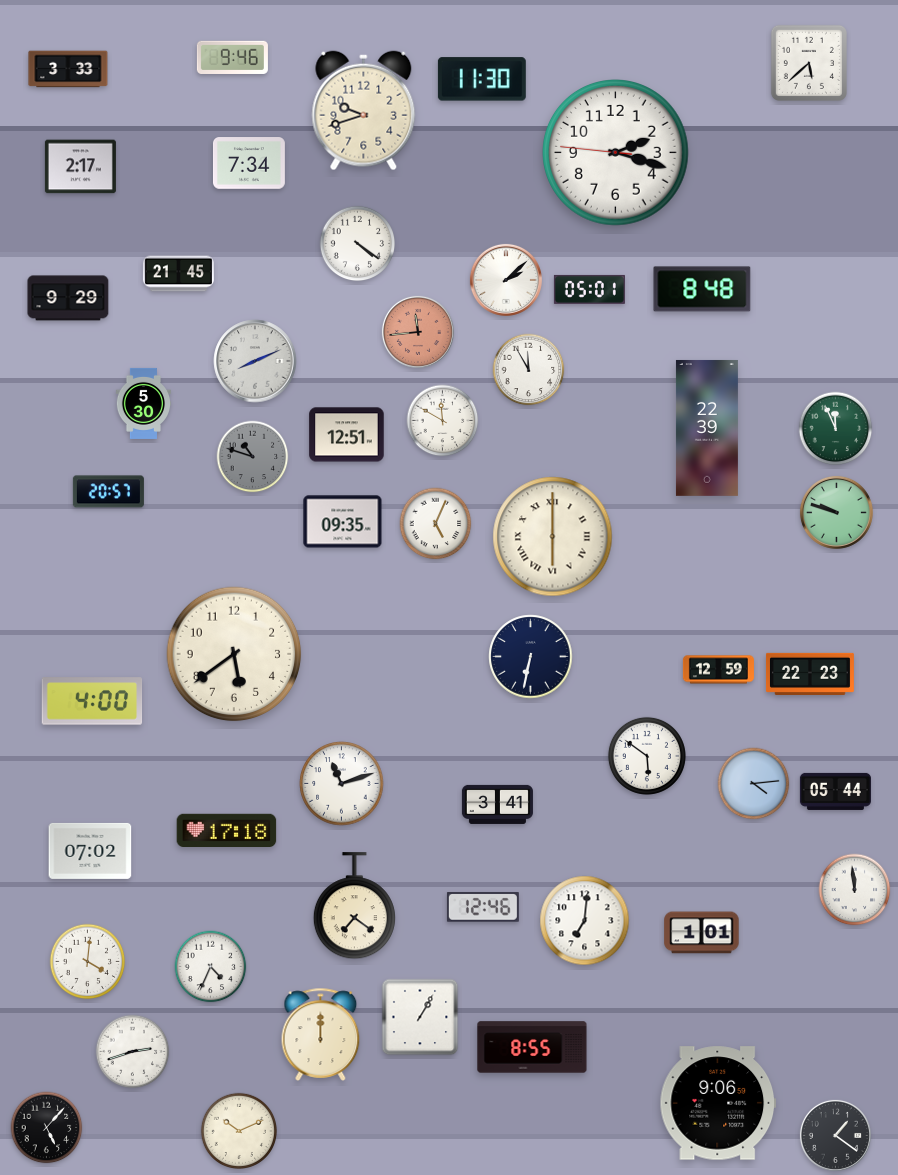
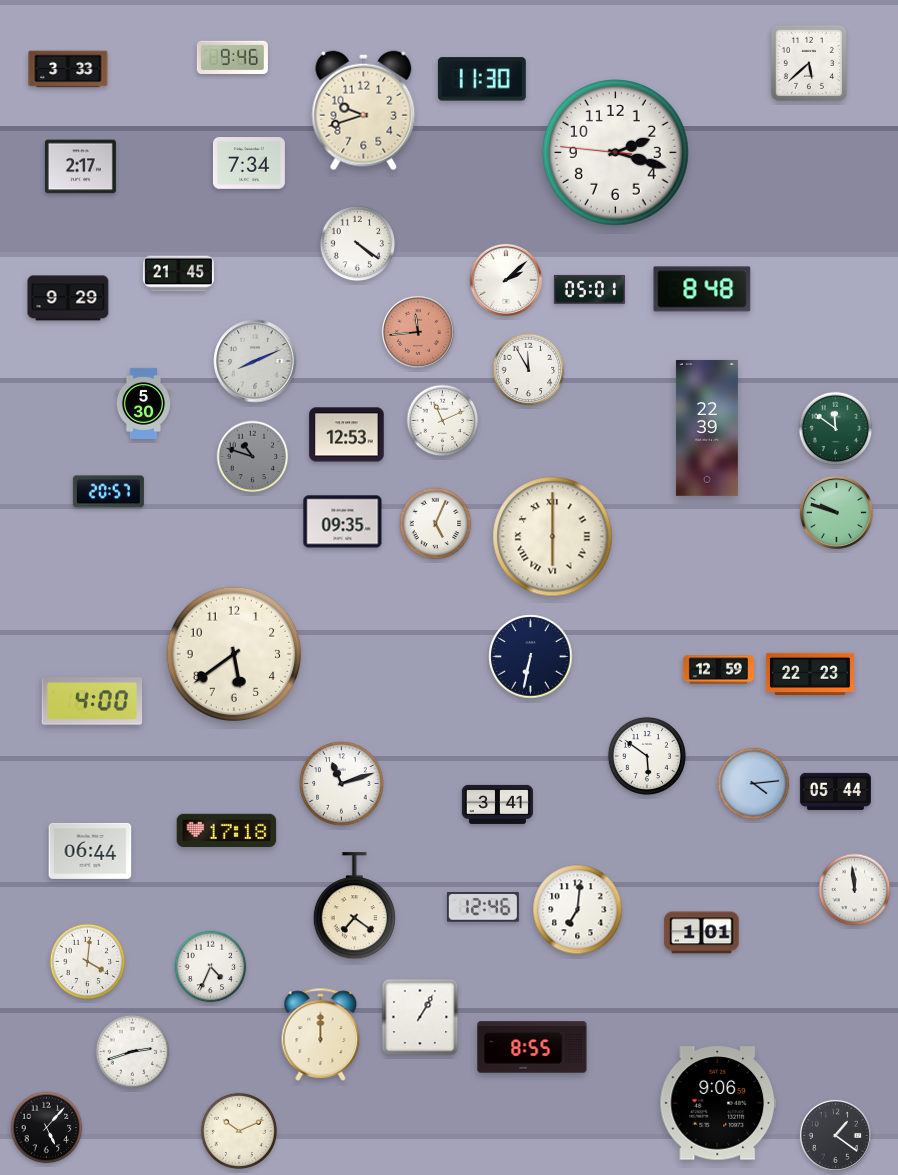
clock at (443, 421): 11:50 -> 11:11
clock at (836, 429): 11:56 -> 11:51
clock at (347, 435): 12:51 -> 12:53
clock at (90, 851): 07:02 -> 06:44
clock at (585, 921) position: (585, 921) -> (578, 910)
